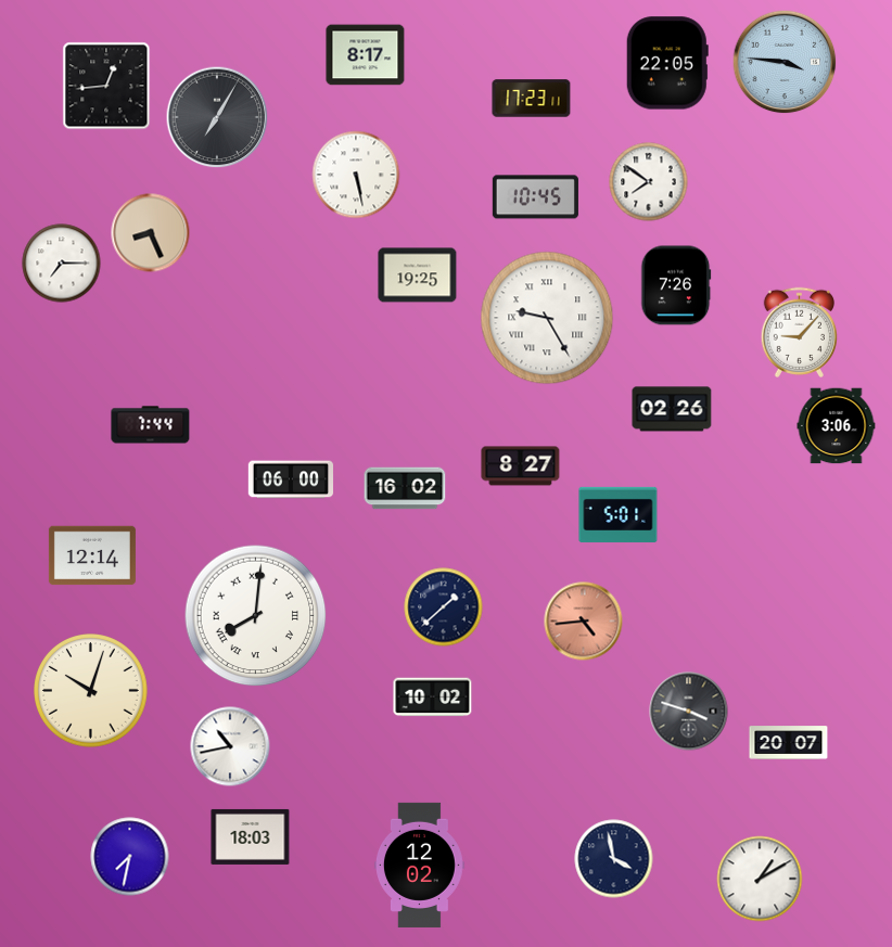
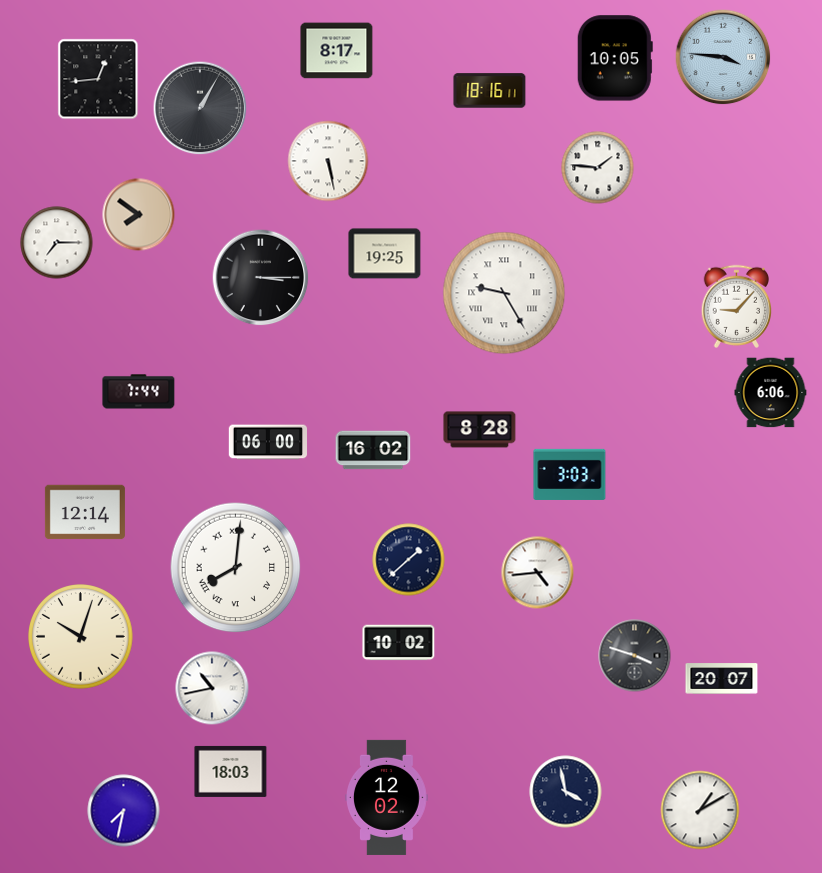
clock at (667, 63): 22:05 -> 10:05
clock at (532, 99): 17:23 -> 18:16
clock at (217, 117): 7:05 -> 1:05
clock at (649, 182): 7:51 -> 1:46
clock at (535, 197): 10:45 -> none
clock at (151, 233): 8:26 -> 7:51
clock at (676, 285): 7:26 -> none
clock at (261, 278): none -> 3:15
clock at (672, 409): 02:26 -> none
clock at (837, 426): 3:06 -> 6:06
clock at (521, 466): 8:27 -> 8:28
clock at (619, 514): 5:01 -> 3:03
clock at (584, 622) dial: salmon -> white
clock at (91, 691) position: (91, 691) -> (81, 637)
clock at (789, 743) position: (789, 743) -> (722, 679)
clock at (130, 857) position: (130, 857) -> (124, 811)
